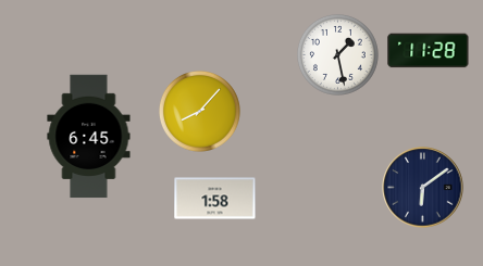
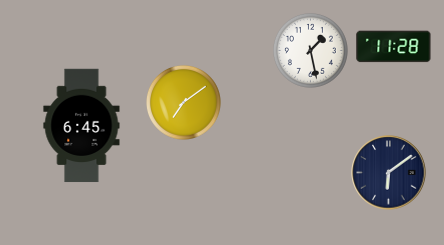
clock at (199, 111): 8:07 -> 7:09
clock at (215, 199): 1:58 -> none
